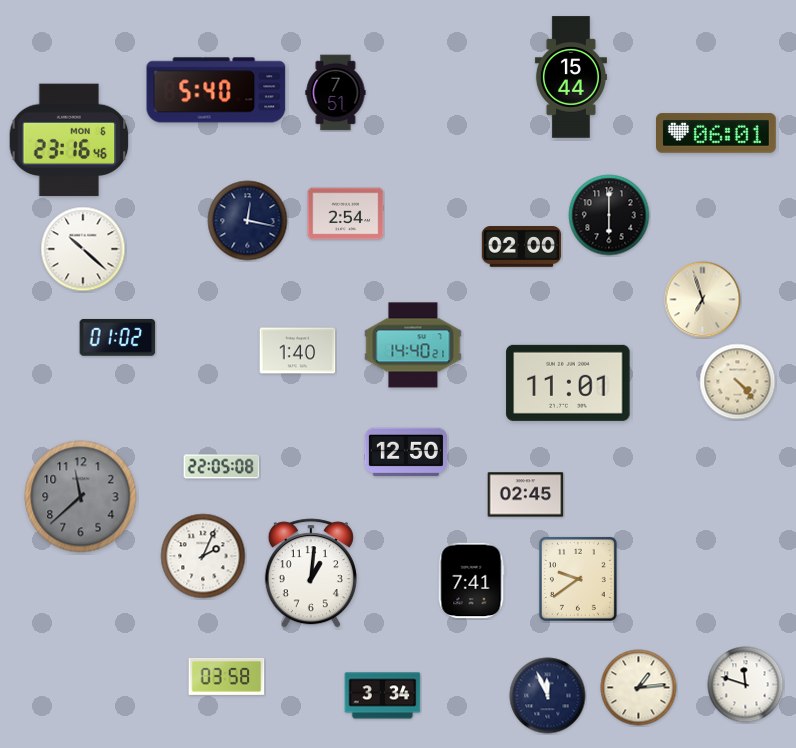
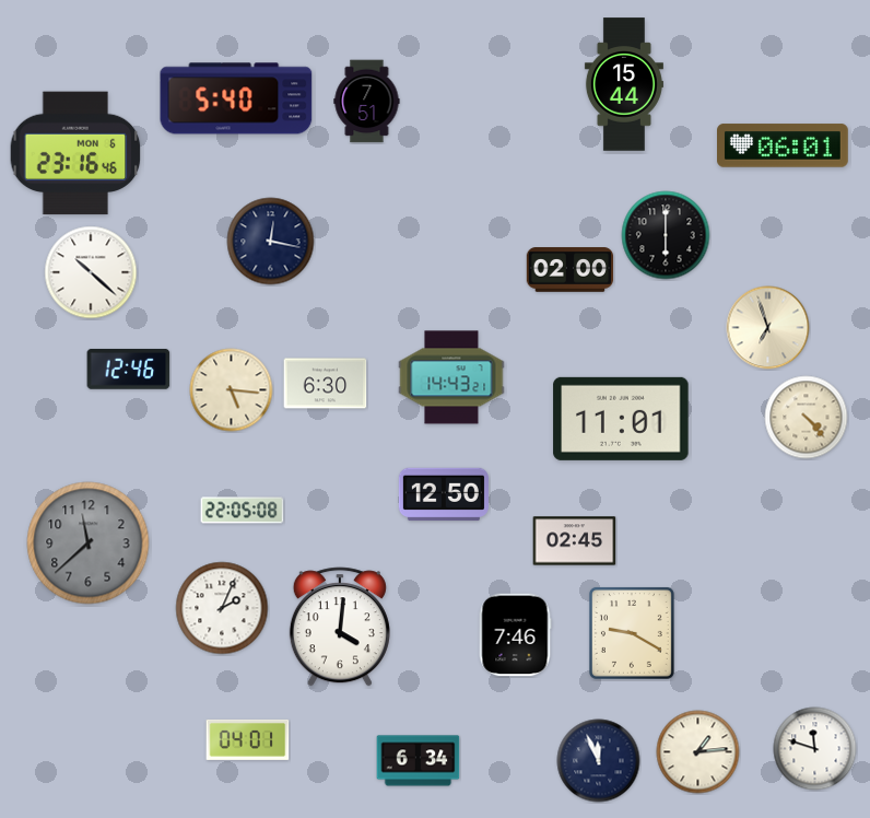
clock at (346, 214): 2:54 -> none
clock at (118, 338): 01:02 -> 12:46
clock at (413, 345): 14:40 -> 14:43
clock at (298, 351): 1:40 -> 6:30
clock at (232, 390): none -> 5:16
clock at (311, 573): 1:01 -> 4:01
clock at (578, 579): 9:39 -> 9:20
clock at (471, 581): 7:41 -> 7:46
clock at (227, 676): 03:58 -> 04:01
clock at (383, 696): 3:34 -> 6:34
